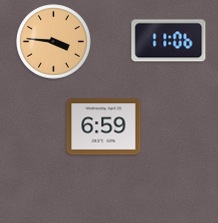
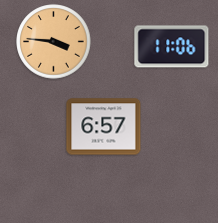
clock at (169, 41) position: (169, 41) -> (172, 47)
clock at (104, 127): 6:59 -> 6:57
